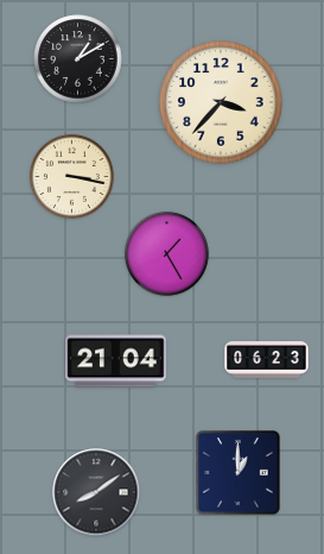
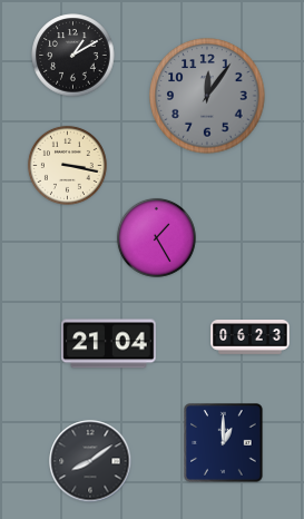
clock at (221, 102): 3:37 -> 12:06
clock at (221, 102) dial: cream -> grey
clock at (116, 361) position: (116, 361) -> (109, 344)
